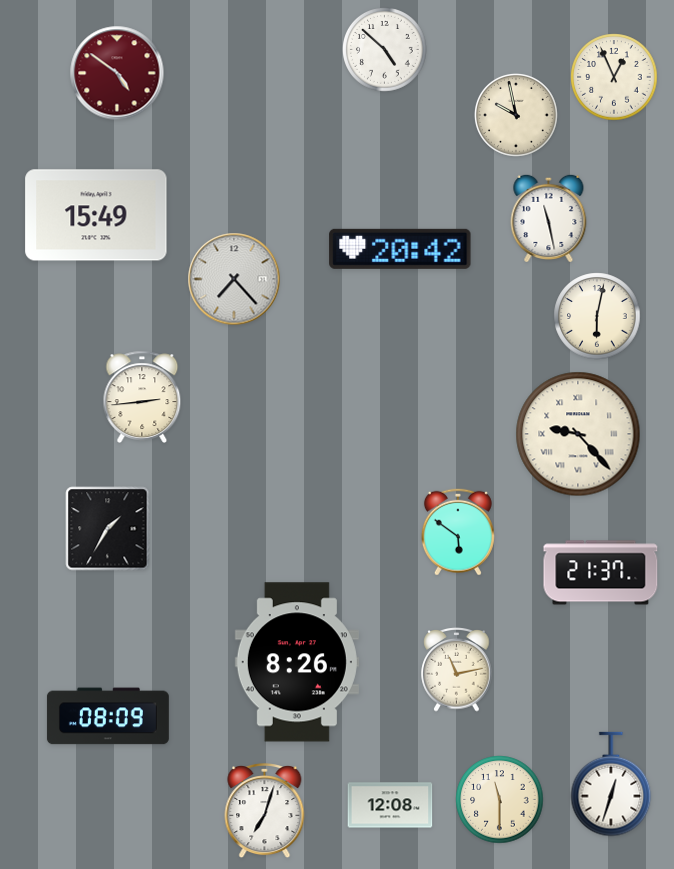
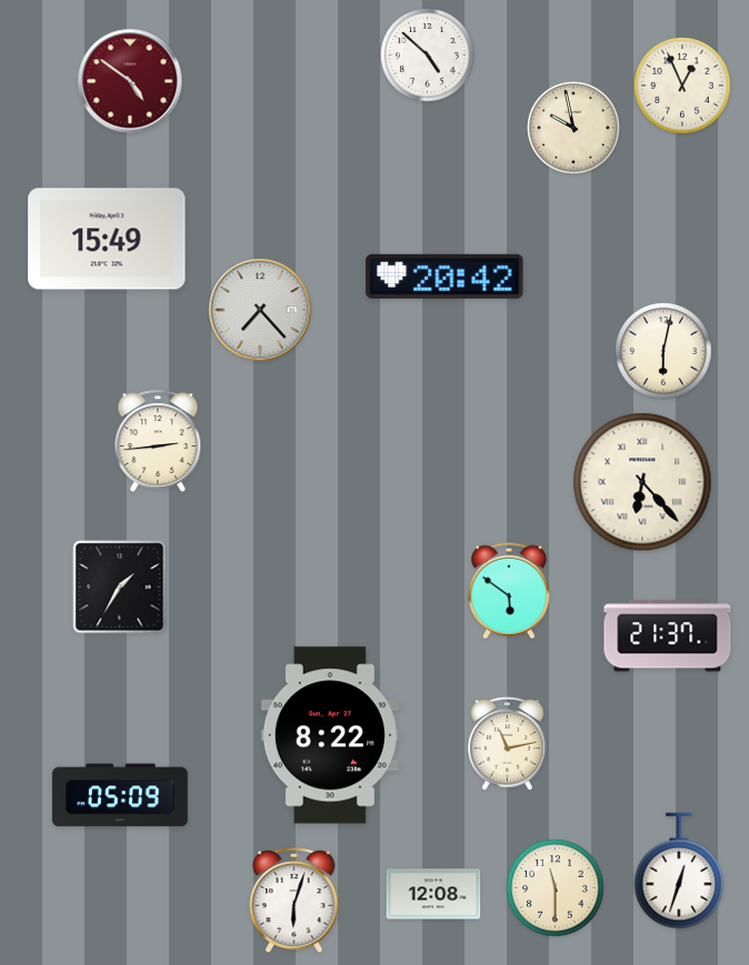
clock at (549, 217): 11:28 -> none
clock at (578, 434): 9:23 -> 6:23
clock at (297, 662): 8:26 -> 8:22
clock at (108, 716): 08:09 -> 05:09
clock at (265, 812): 7:03 -> 6:03
